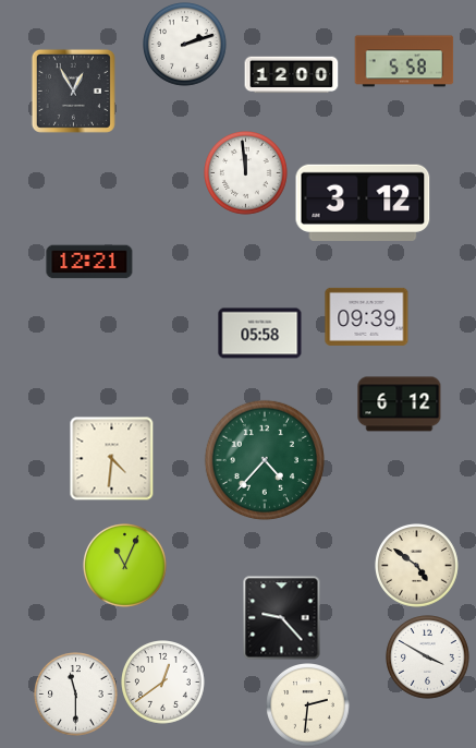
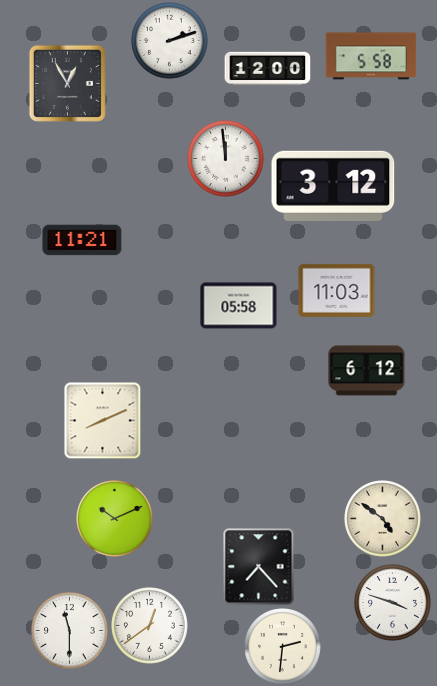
clock at (89, 262): 12:21 -> 11:21
clock at (367, 316): 09:39 -> 11:03
clock at (111, 458): 4:31 -> 8:11
clock at (265, 460): 4:37 -> none
clock at (125, 566): 11:04 -> 10:11
clock at (282, 618): 9:23 -> 7:23
clock at (428, 657): 3:50 -> 3:48
clock at (76, 695) position: (76, 695) -> (70, 631)
